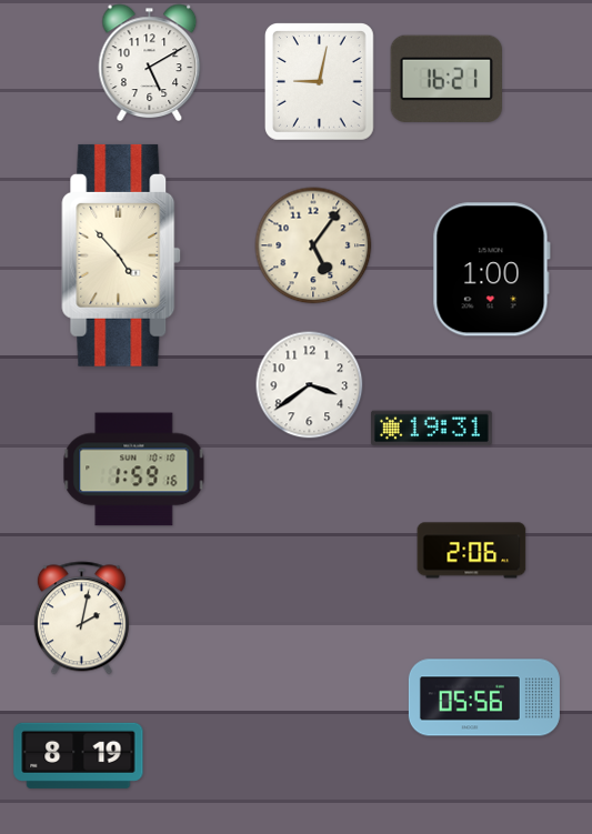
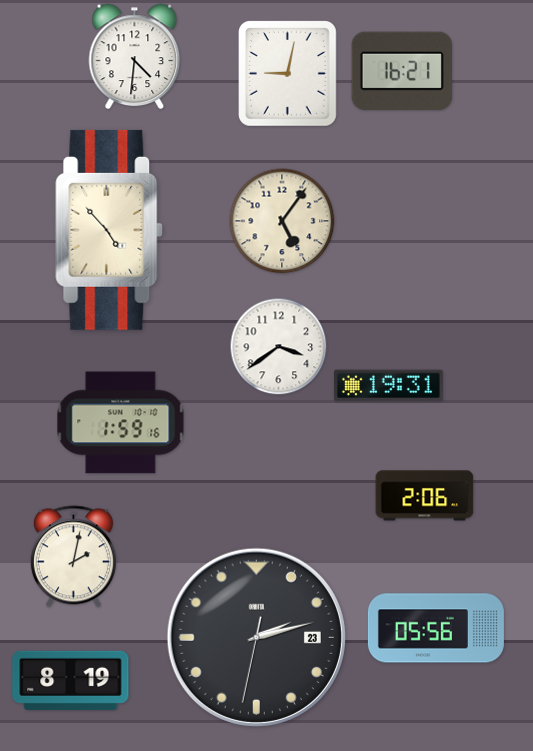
clock at (150, 62): 5:10 -> 4:31
clock at (491, 270): 1:00 -> none
clock at (256, 637): none -> 2:12
